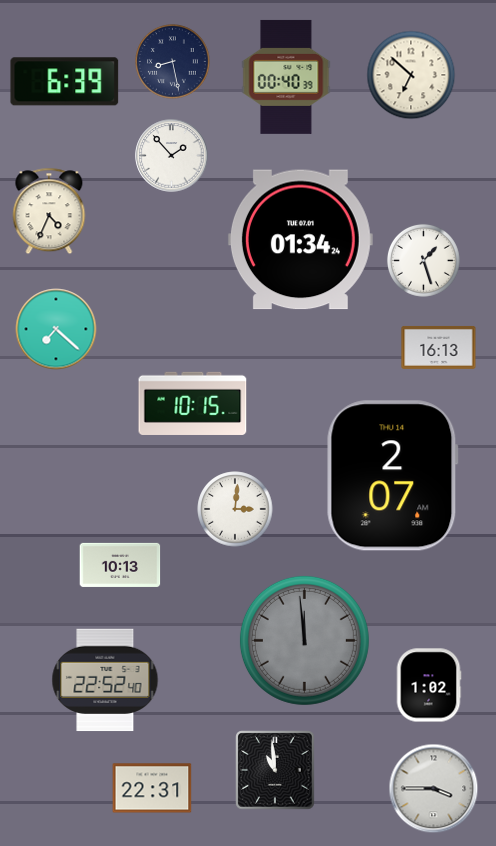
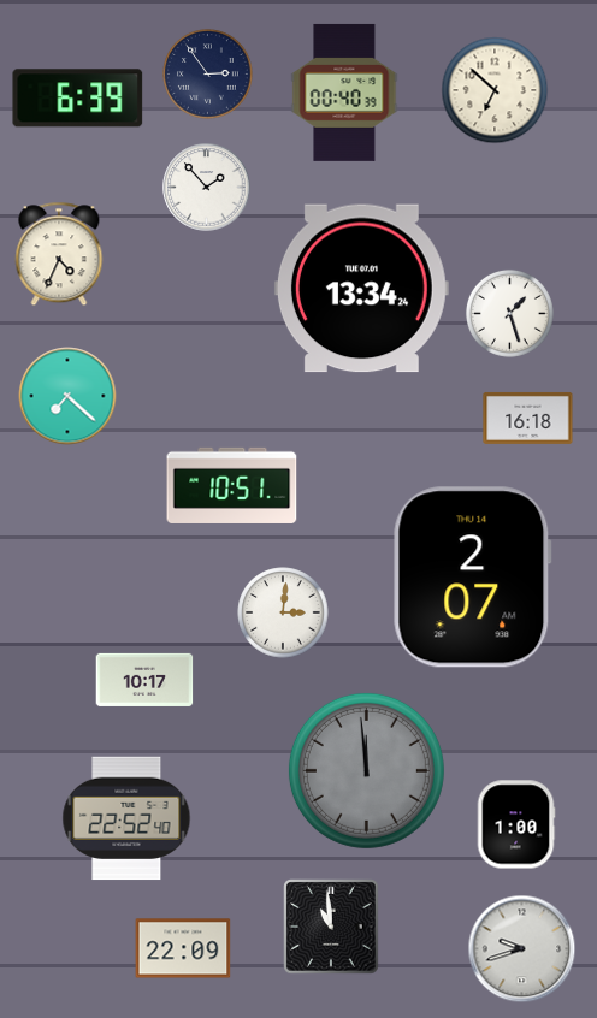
clock at (173, 62): 8:28 -> 2:54
clock at (300, 240): 01:34 -> 13:34
clock at (439, 347): 16:13 -> 16:18
clock at (193, 403): 10:15 -> 10:51
clock at (392, 476) position: (392, 476) -> (472, 578)
clock at (120, 565): 10:13 -> 10:17
clock at (429, 685): 1:02 -> 1:00
clock at (152, 788): 22:31 -> 22:09
clock at (434, 789): 3:45 -> 9:42
